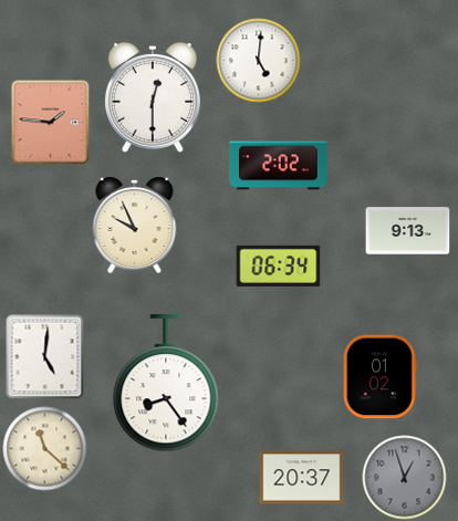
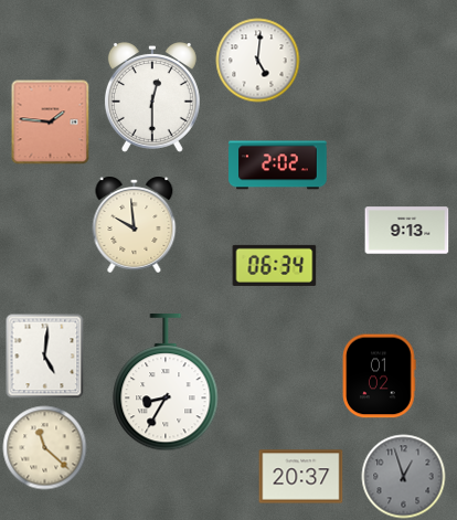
clock at (135, 225): 9:56 -> 9:59
clock at (279, 265) position: (279, 265) -> (275, 265)
clock at (166, 384): 8:24 -> 8:35
